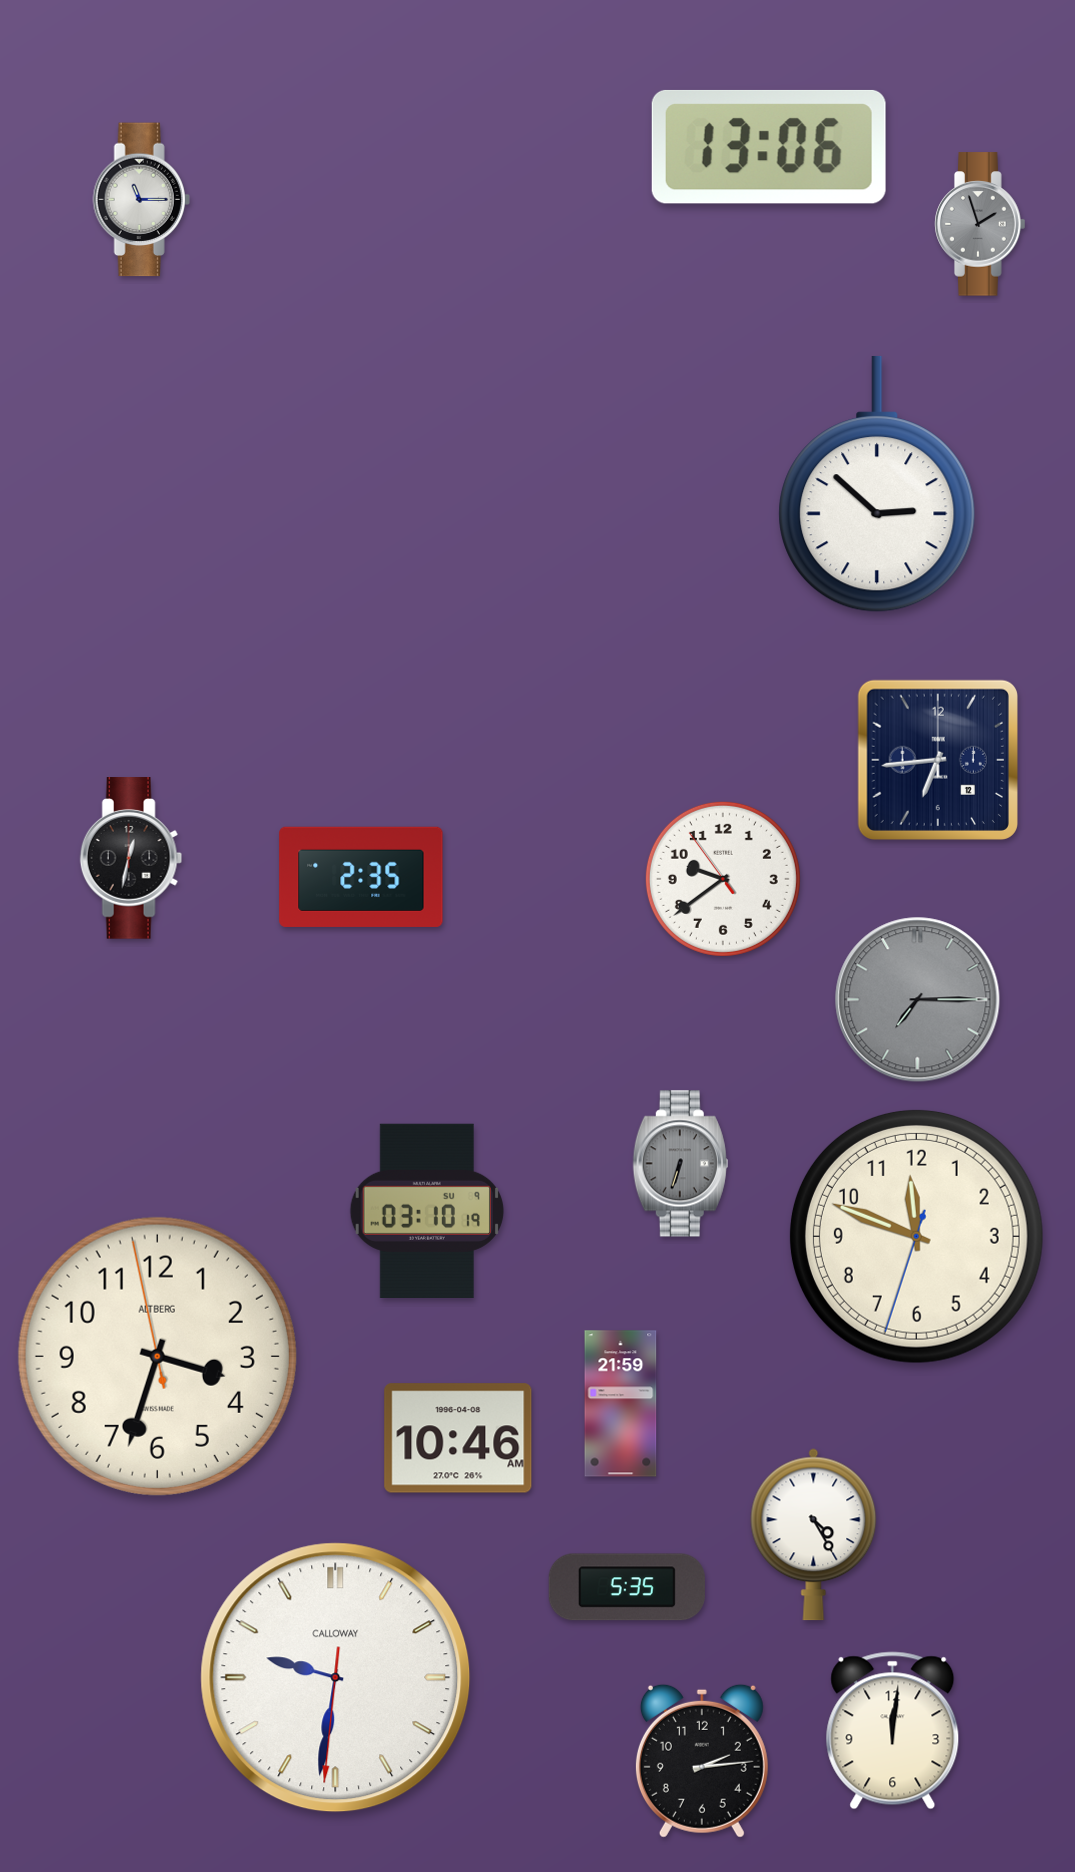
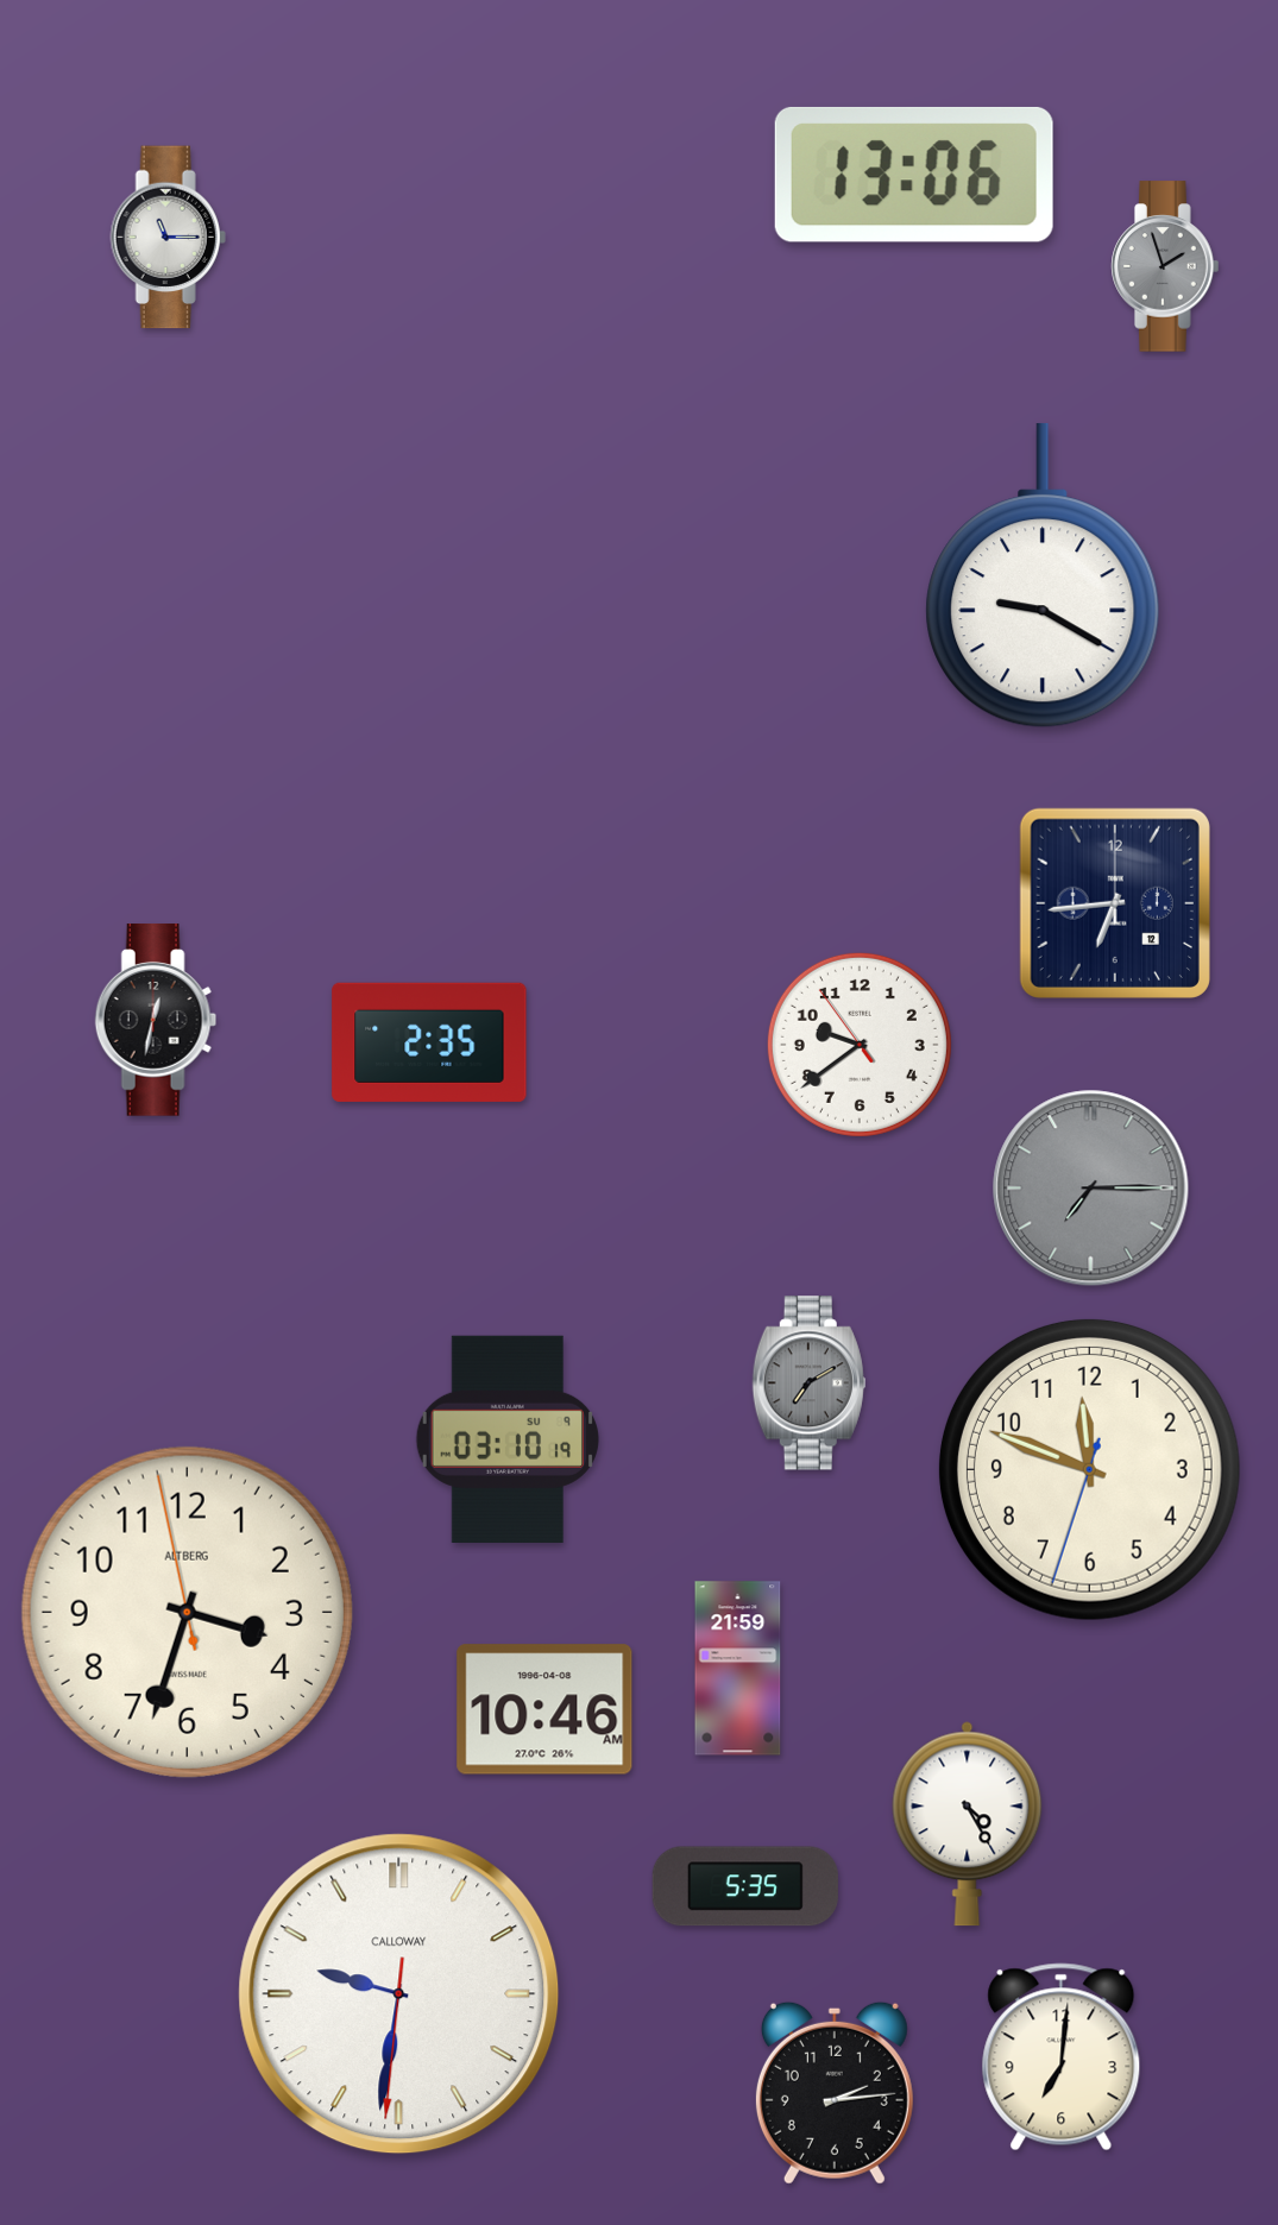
clock at (877, 484): 2:52 -> 9:20
clock at (680, 1164): 6:33 -> 7:10
clock at (893, 1731): 12:01 -> 7:01
